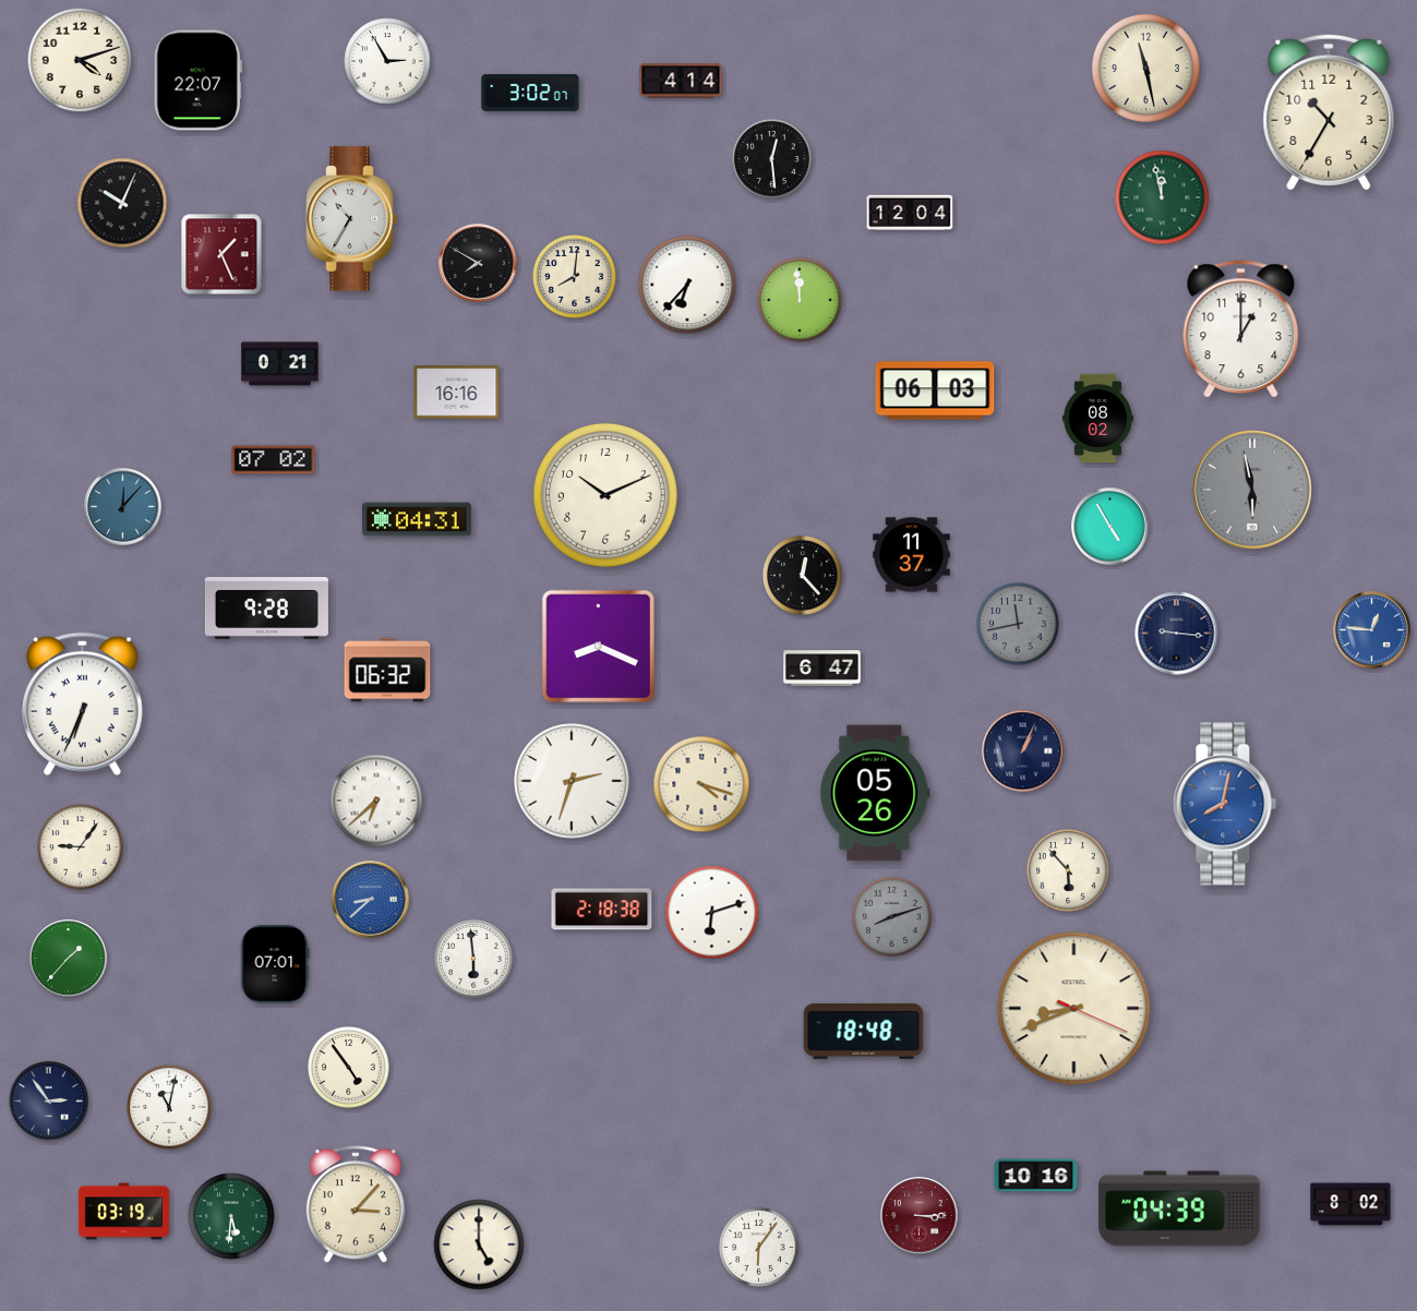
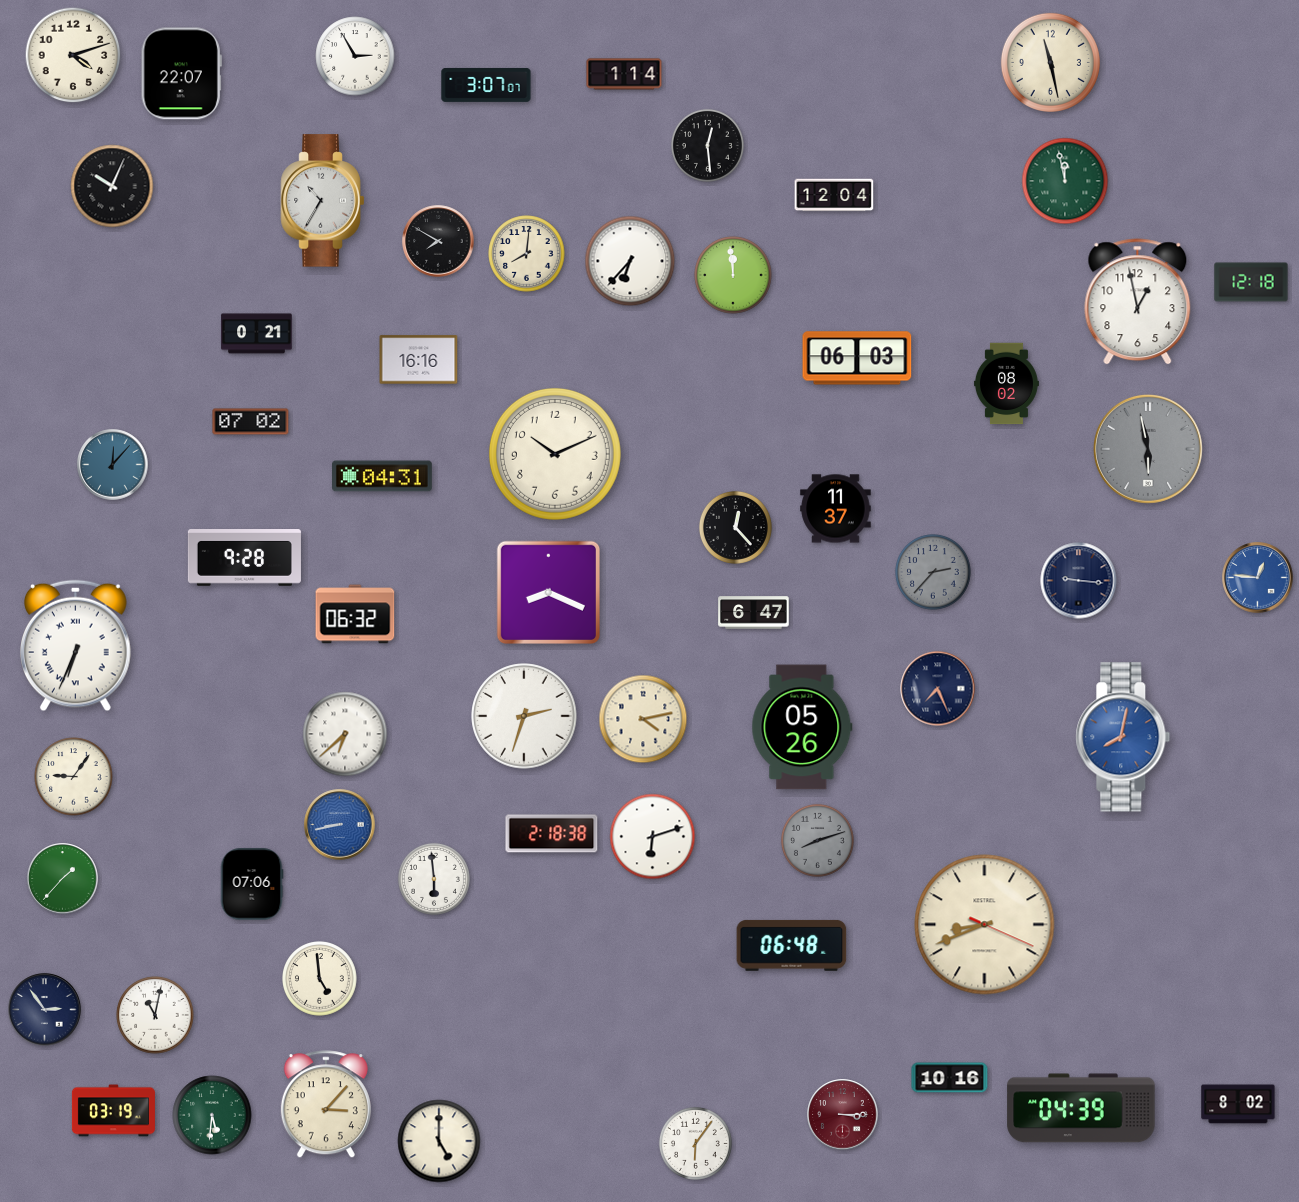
clock at (681, 81): 4:14 -> 1:14
clock at (530, 93): 3:02 -> 3:07
clock at (1329, 112): 10:35 -> none
clock at (221, 254): 1:26 -> none
clock at (1251, 282): none -> 12:18
clock at (1241, 329): 1:00 -> 12:58
clock at (1110, 527): 4:55 -> none
clock at (1018, 624): 11:43 -> 2:37
clock at (1023, 751): 1:04 -> 7:26
clock at (701, 784): 4:18 -> 4:13
clock at (1068, 870): 5:53 -> none
clock at (371, 900): 8:38 -> 8:43
clock at (275, 964): 07:01 -> 07:06
clock at (864, 1031): 18:48 -> 06:48
clock at (349, 1068): 4:54 -> 4:59
